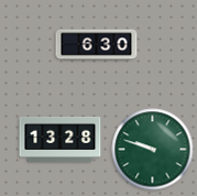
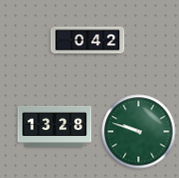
clock at (97, 45): 6:30 -> 0:42
clock at (153, 150) position: (153, 150) -> (139, 132)
